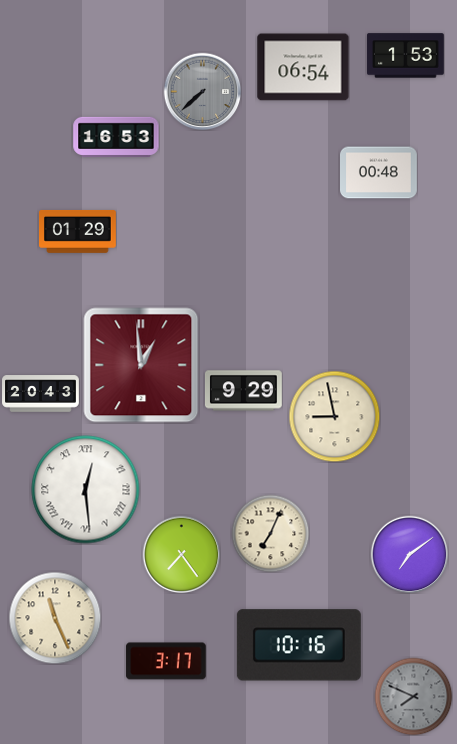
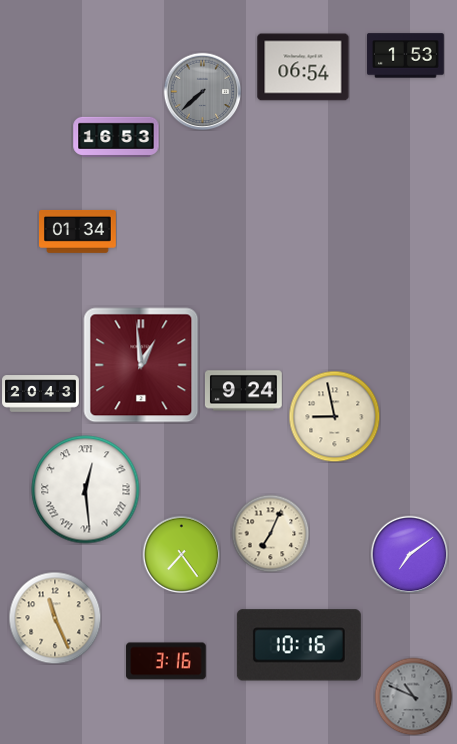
clock at (379, 173): 00:48 -> none
clock at (78, 231): 01:29 -> 01:34
clock at (243, 391): 9:29 -> 9:24
clock at (166, 661): 3:17 -> 3:16
clock at (413, 696): 7:49 -> 10:49
